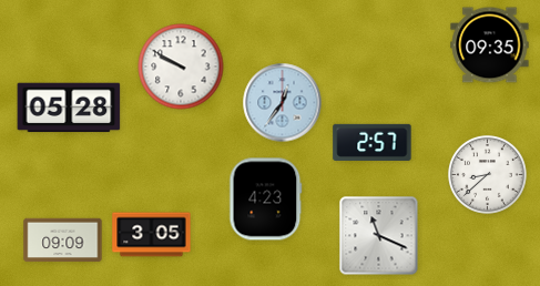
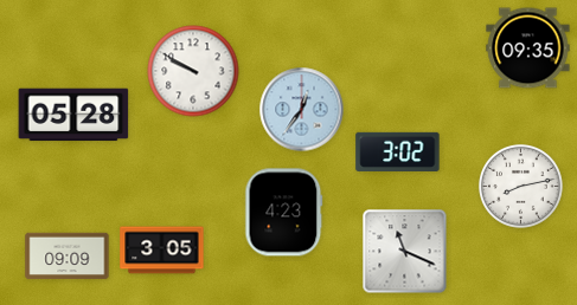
clock at (490, 45) position: (490, 45) -> (528, 48)
clock at (373, 142): 2:57 -> 3:02
clock at (488, 175): 8:38 -> 8:13
